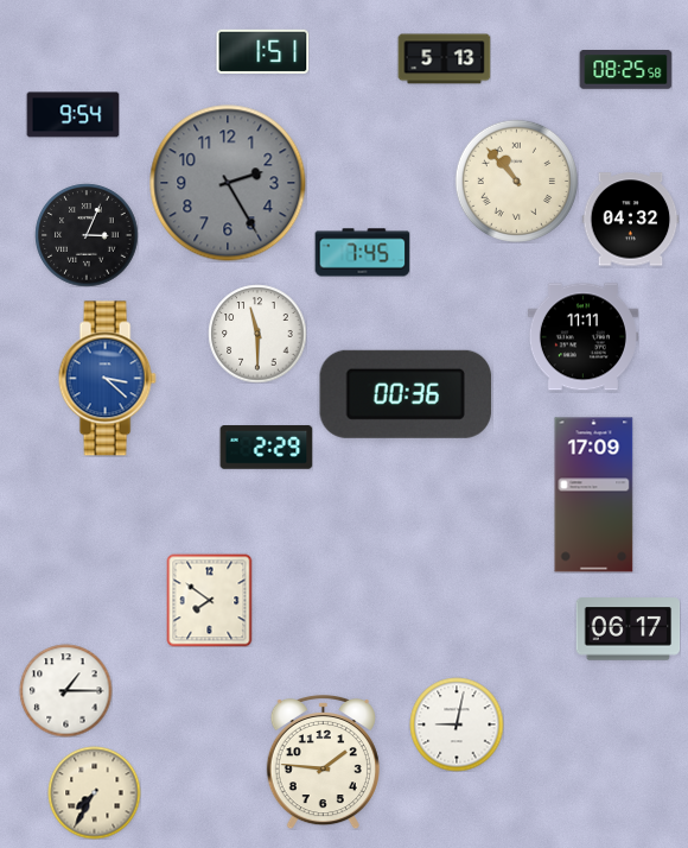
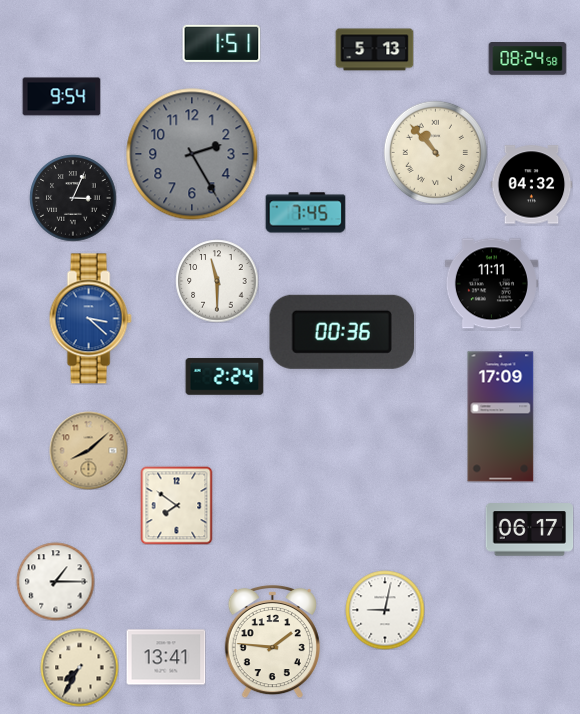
clock at (625, 70): 08:25 -> 08:24
clock at (266, 448): 2:29 -> 2:24
clock at (88, 450): none -> 8:08
clock at (166, 657): none -> 13:41
